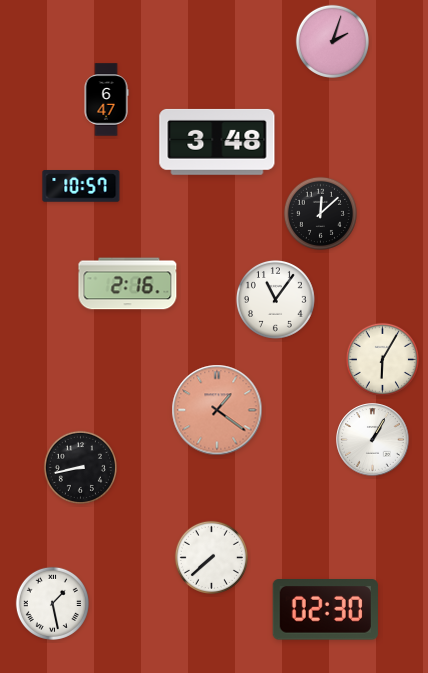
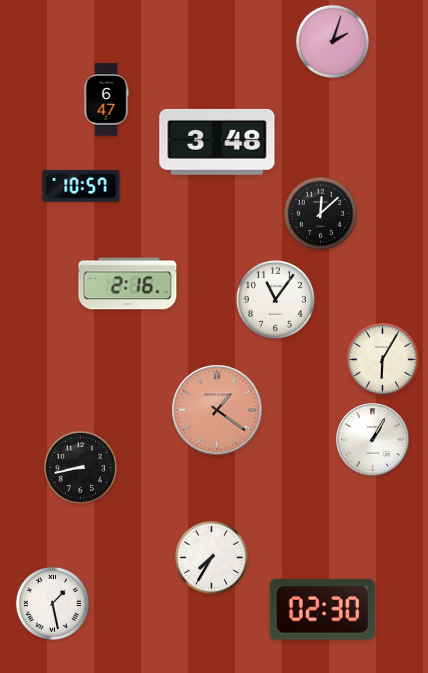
clock at (211, 557): 7:38 -> 7:35
clock at (325, 610) position: (325, 610) -> (322, 610)
